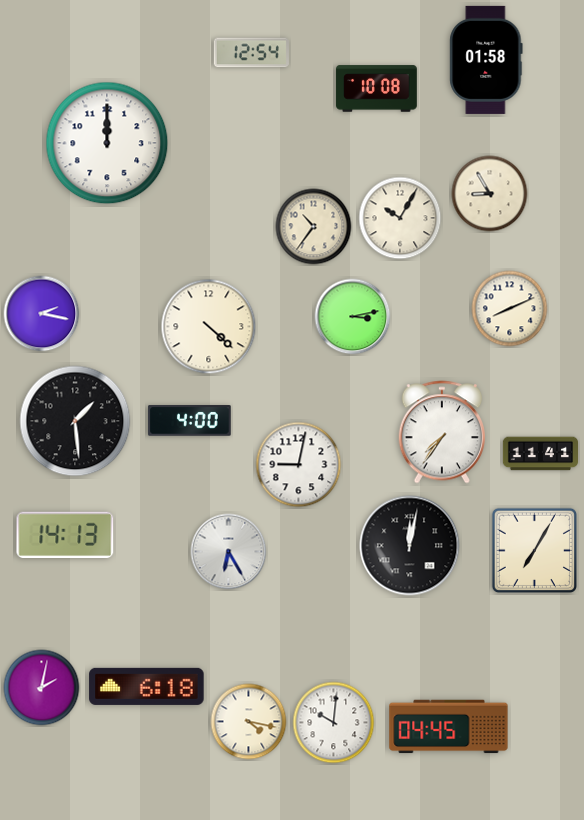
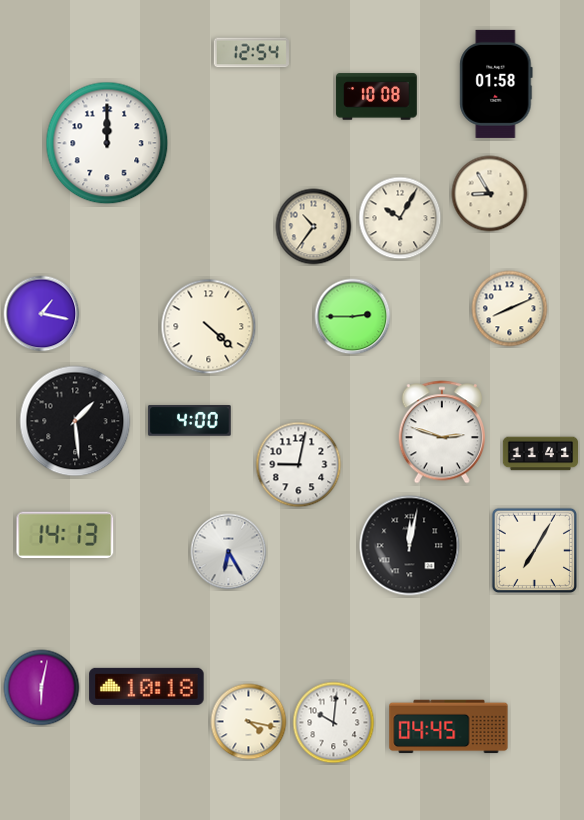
clock at (486, 60) position: (486, 60) -> (496, 84)
clock at (377, 89) position: (377, 89) -> (377, 97)
clock at (42, 314): 2:17 -> 1:17
clock at (353, 317): 3:13 -> 2:45
clock at (441, 432): 7:36 -> 2:48
clock at (147, 686): 6:18 -> 10:18
clock at (42, 688): 2:02 -> 6:02
